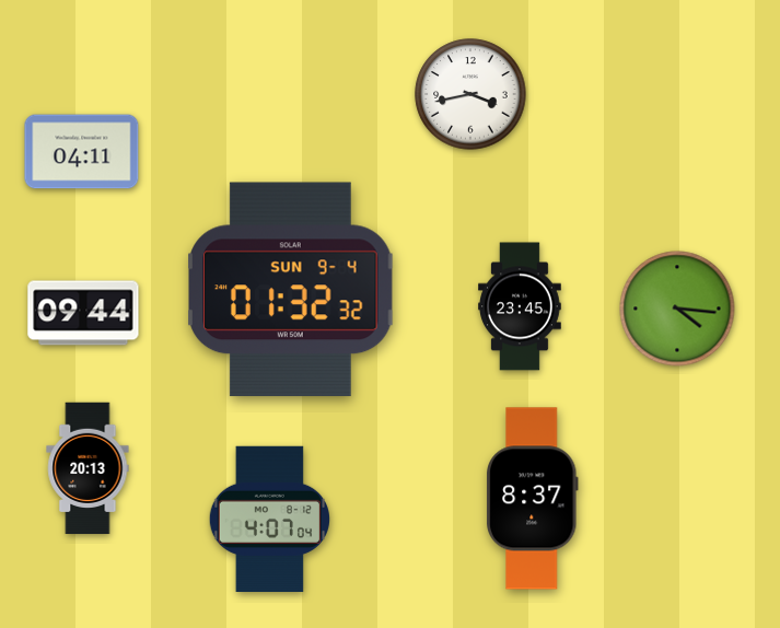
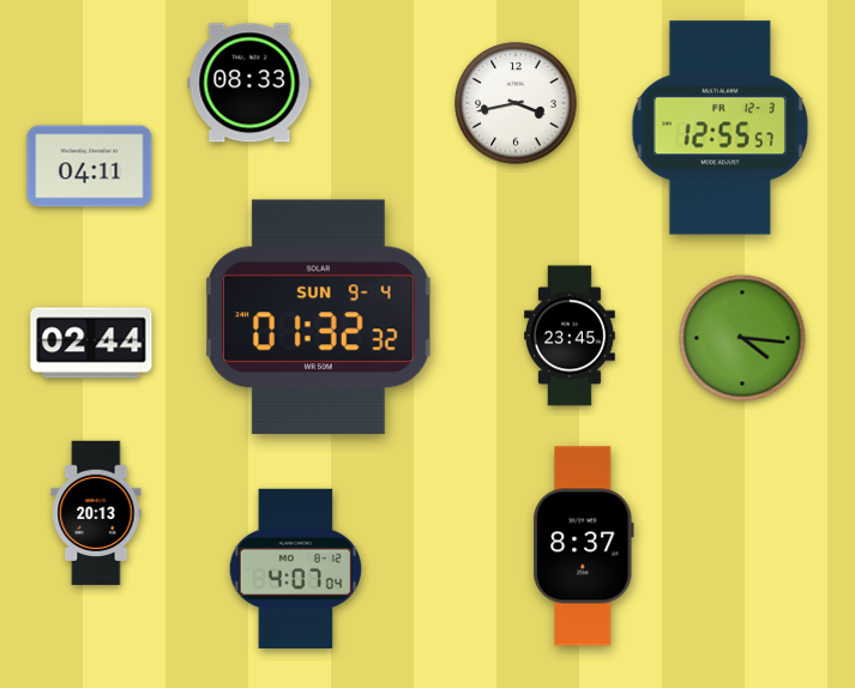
clock at (249, 83): none -> 08:33
clock at (719, 128): none -> 12:55
clock at (83, 313): 09:44 -> 02:44
